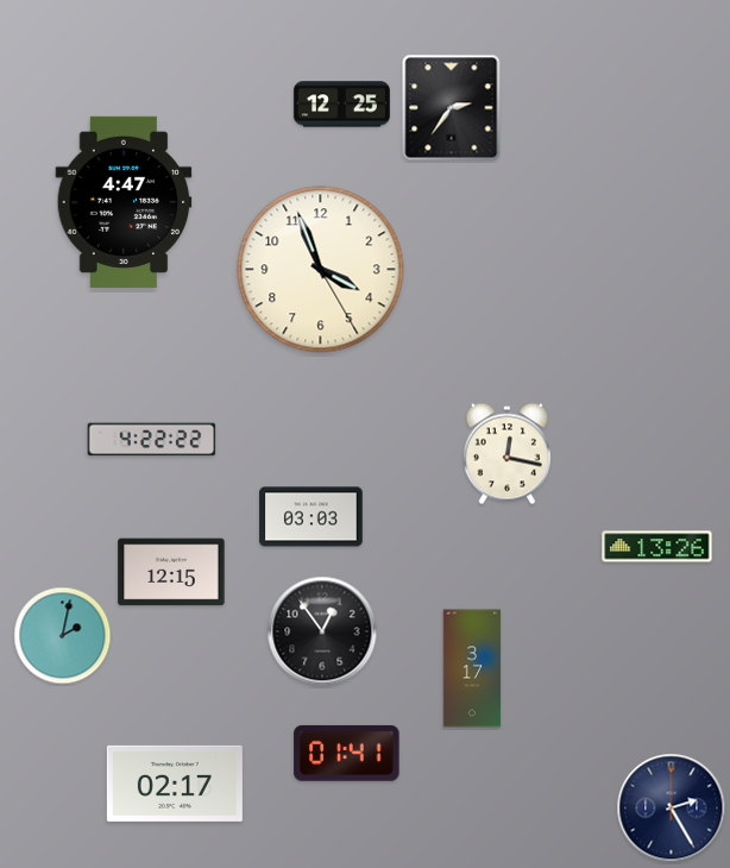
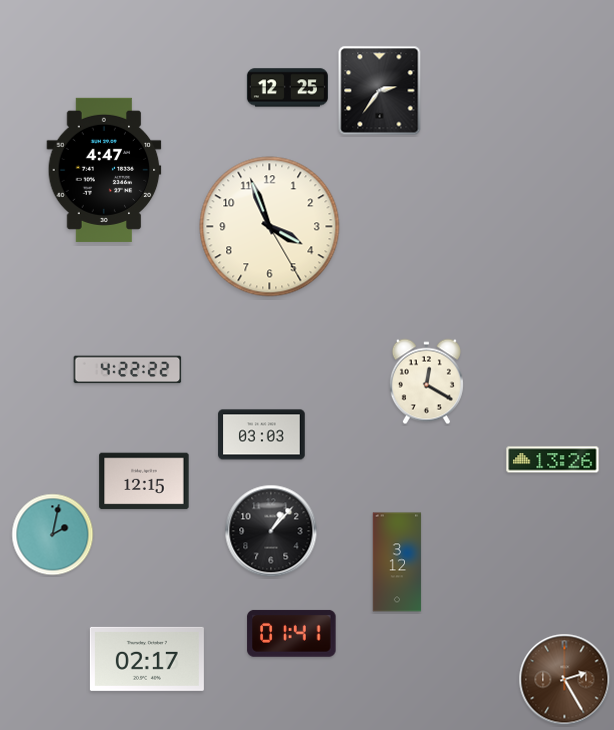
clock at (506, 454): 12:17 -> 12:20
clock at (322, 631): 12:54 -> 1:07
clock at (472, 668): 3:17 -> 3:12
clock at (672, 809) dial: navy -> brown
